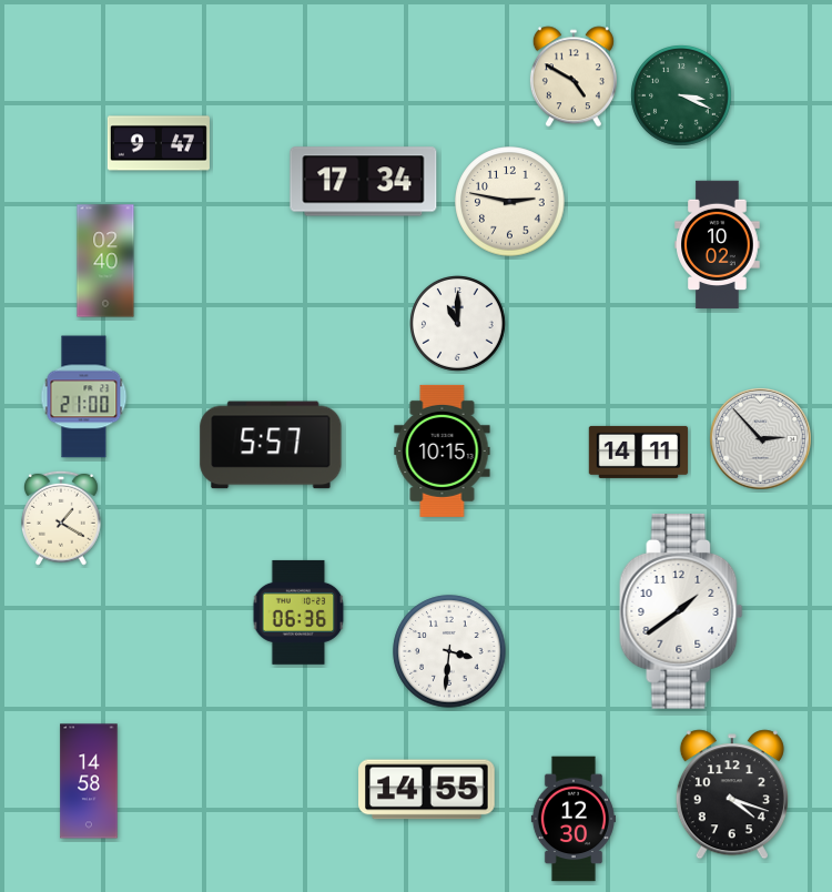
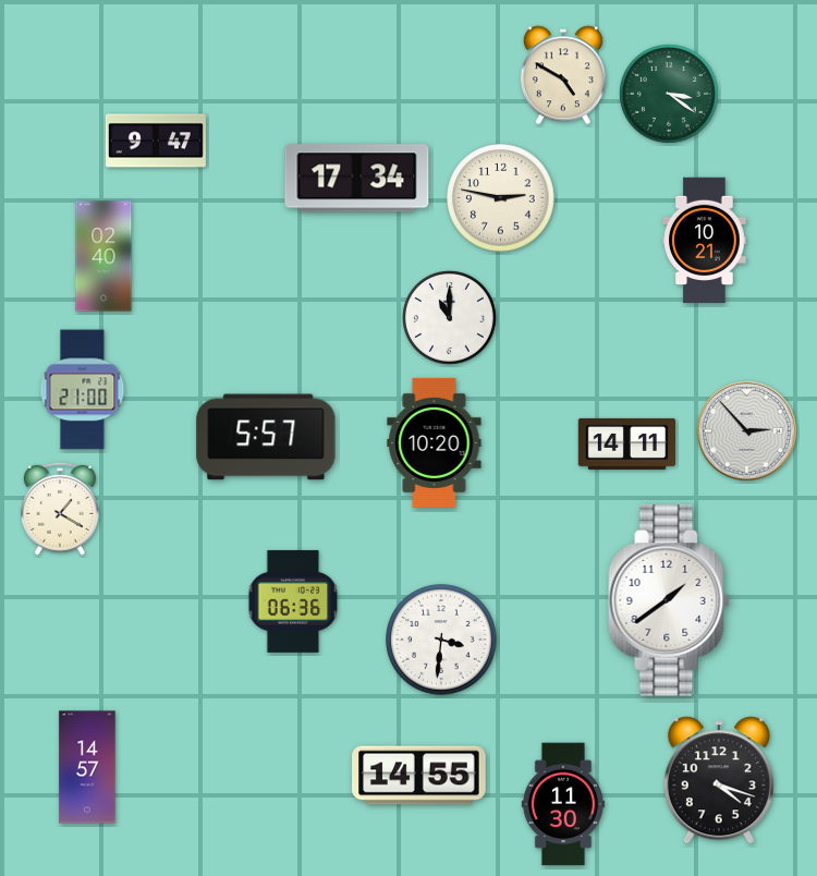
clock at (681, 95): 3:19 -> 3:21
clock at (718, 245): 10:02 -> 10:21
clock at (443, 450): 10:15 -> 10:20
clock at (89, 781): 14:58 -> 14:57
clock at (574, 819): 12:30 -> 11:30
